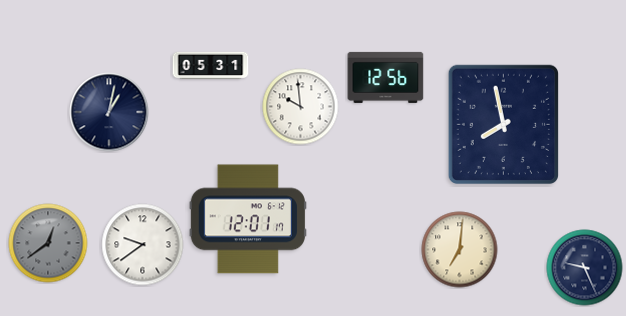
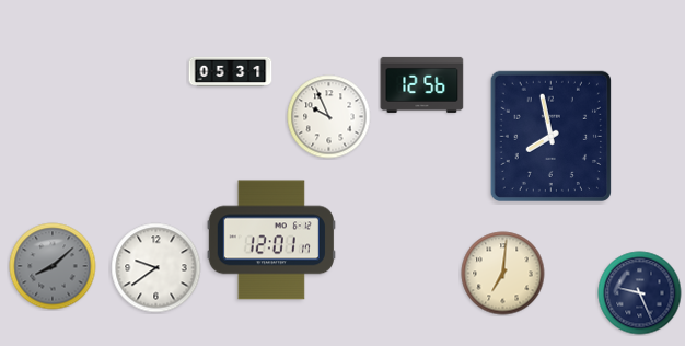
clock at (301, 107): 9:59 -> 9:56
clock at (109, 112): 1:02 -> none
clock at (48, 243): 12:39 -> 8:08
